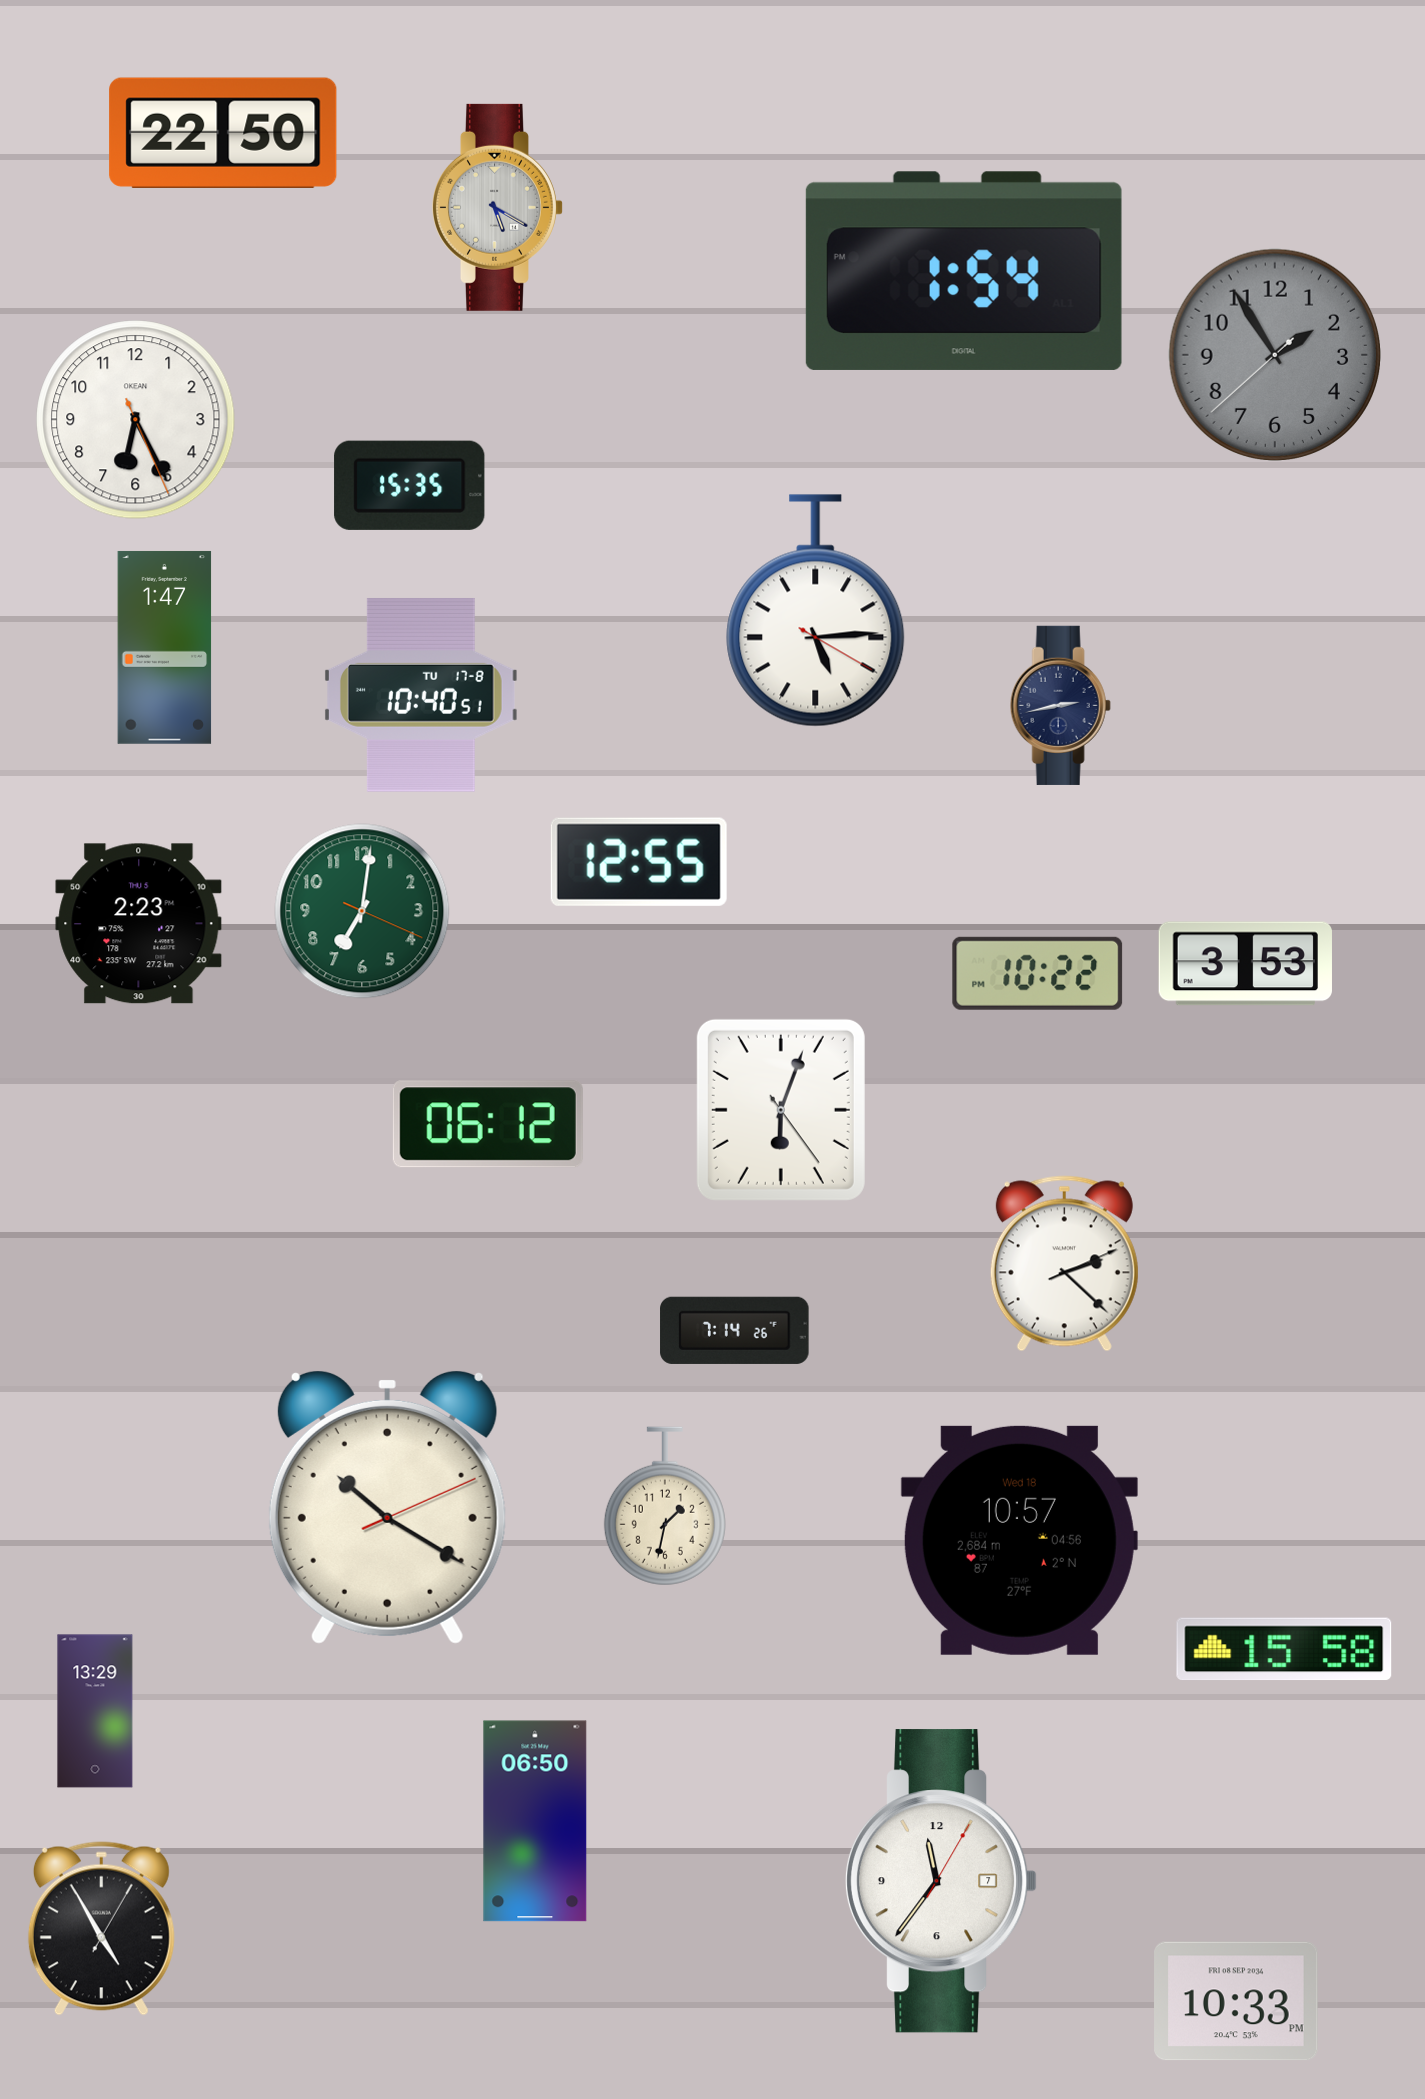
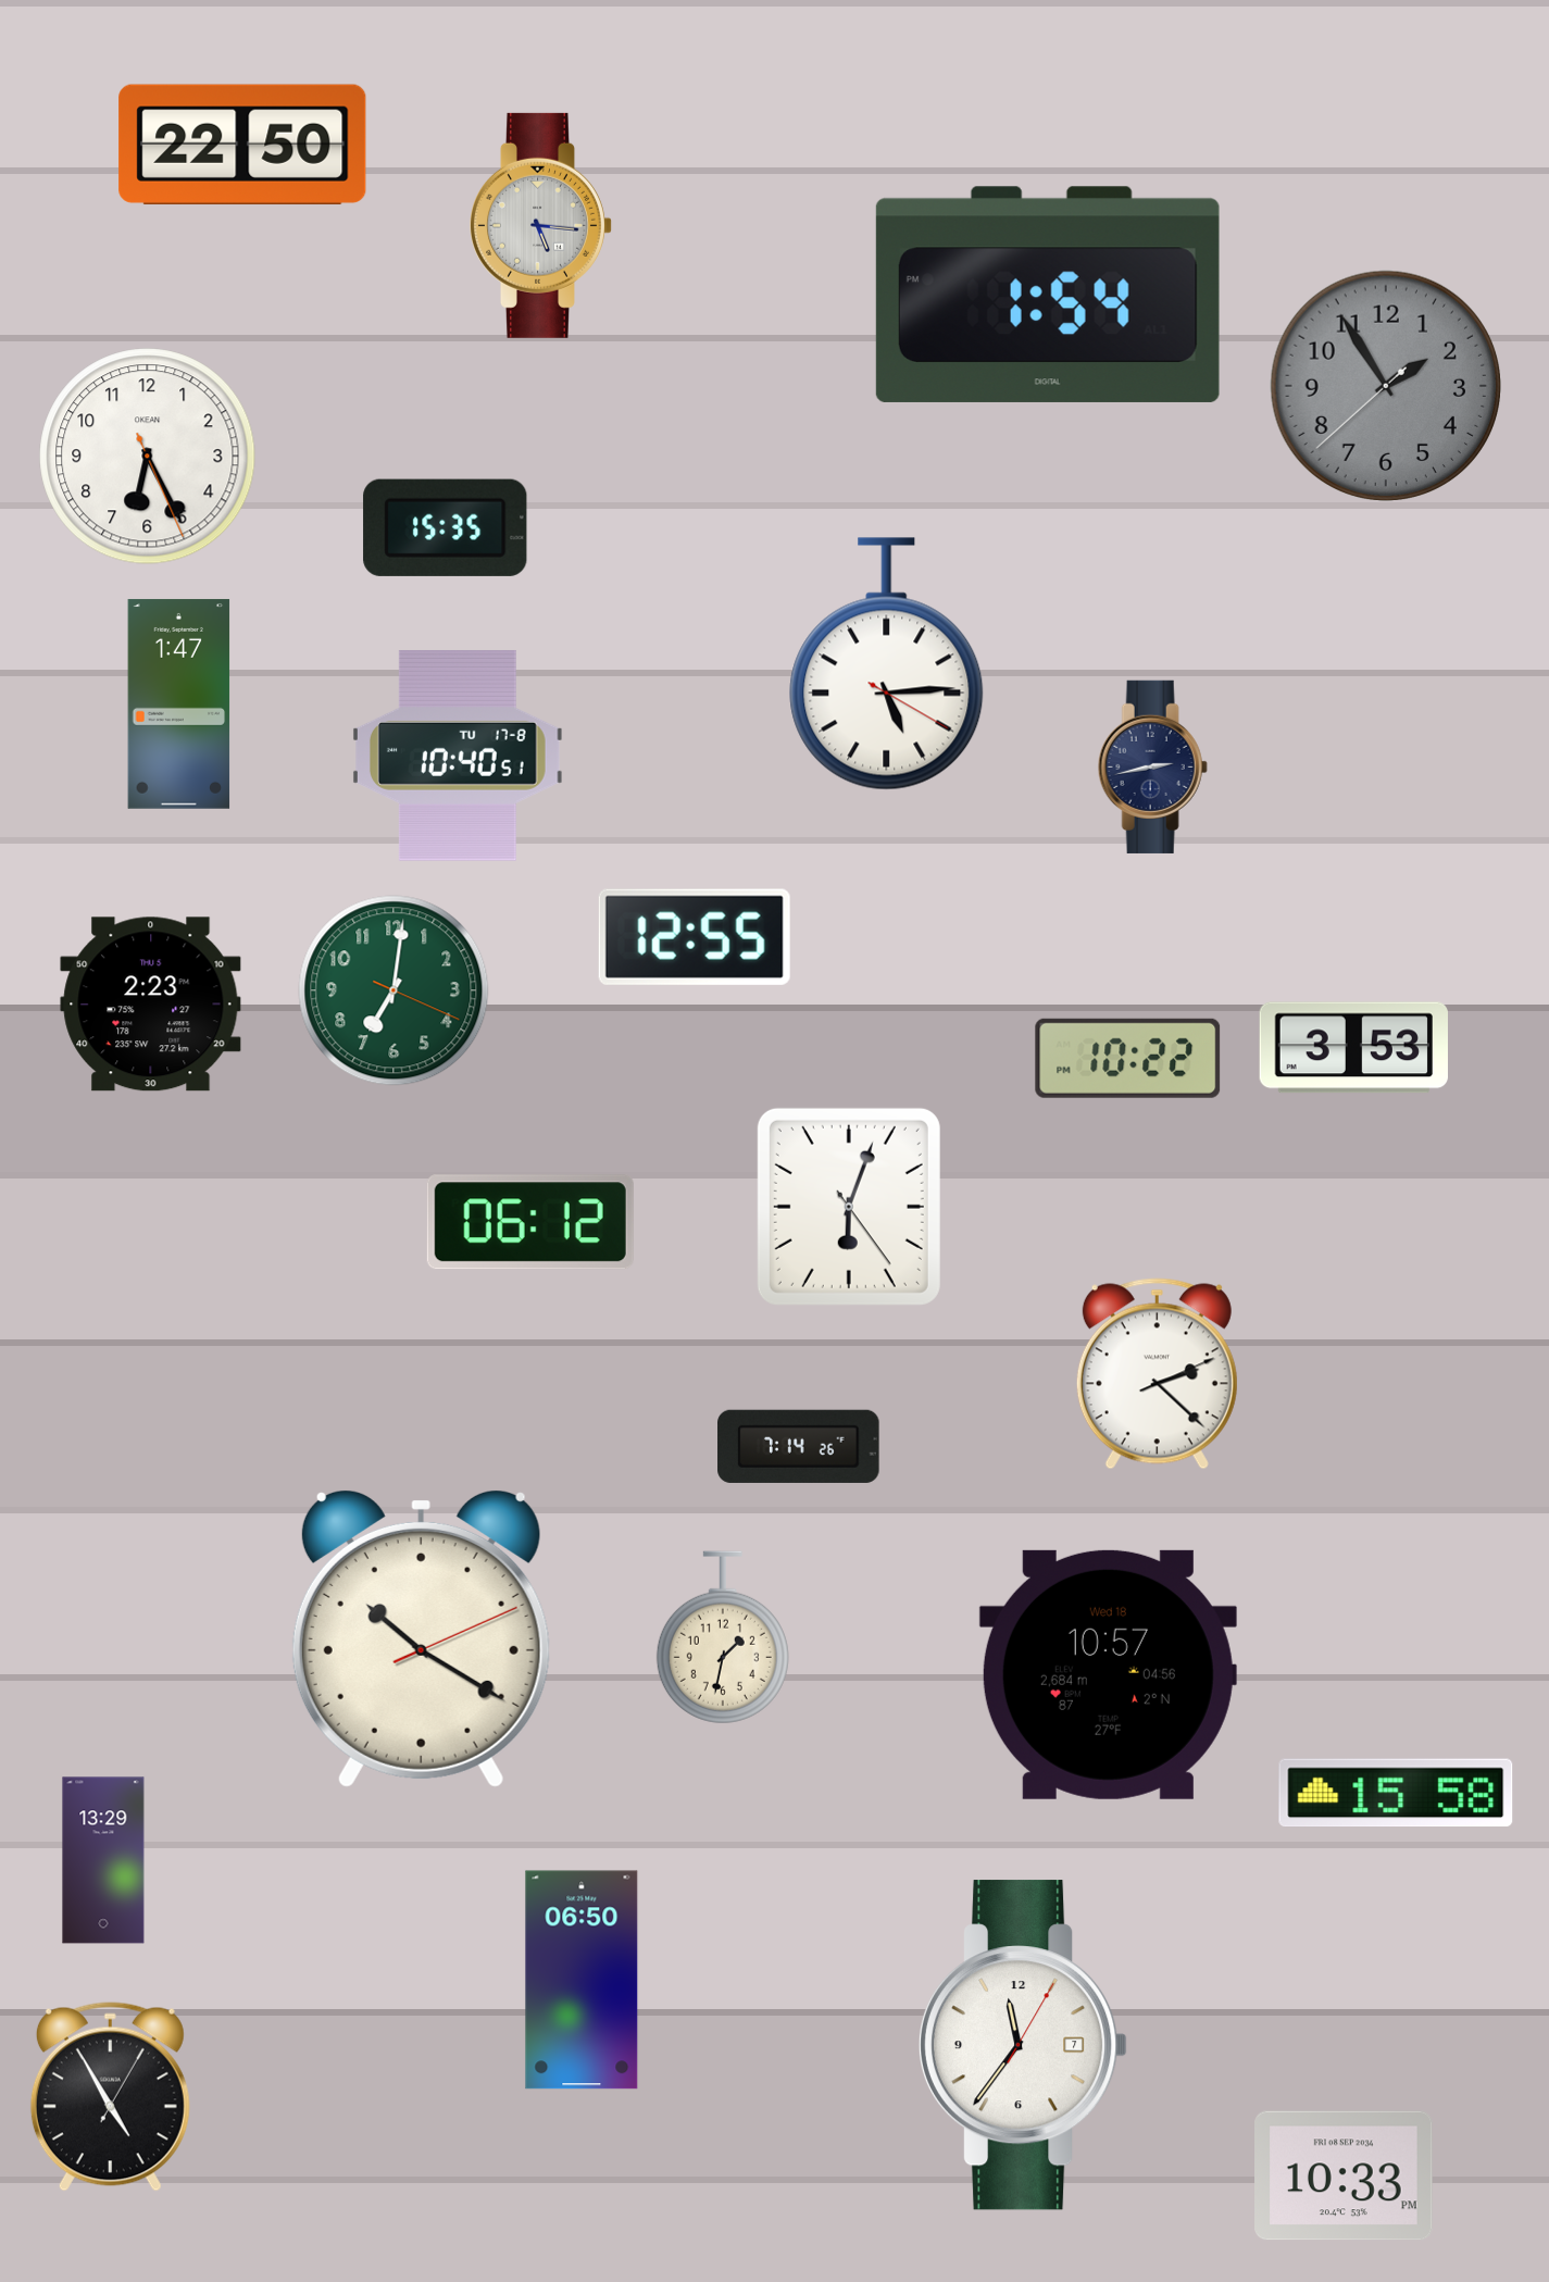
clock at (498, 207): 5:20 -> 5:16
